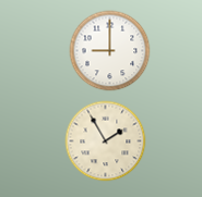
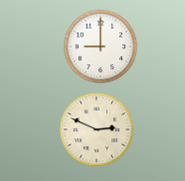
clock at (106, 141): 1:55 -> 2:49
